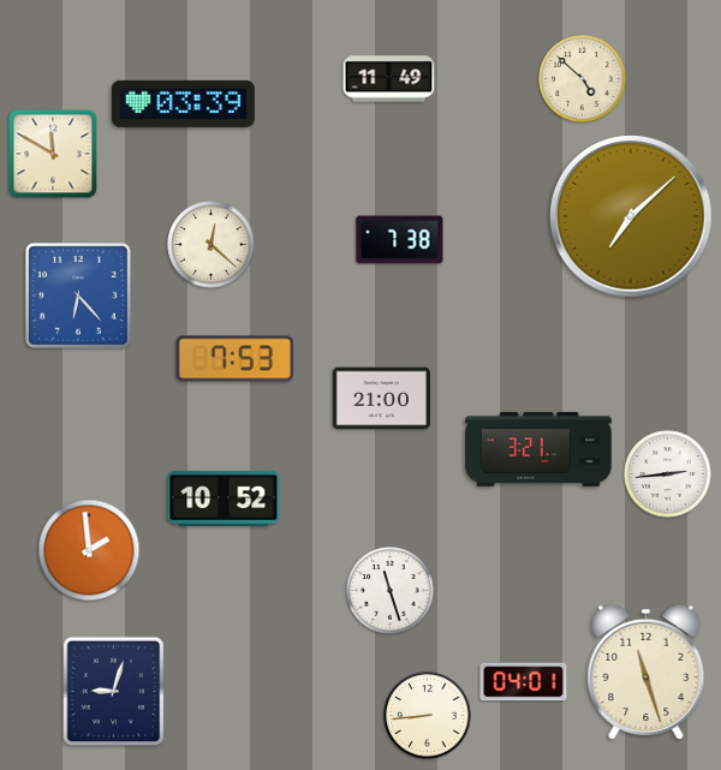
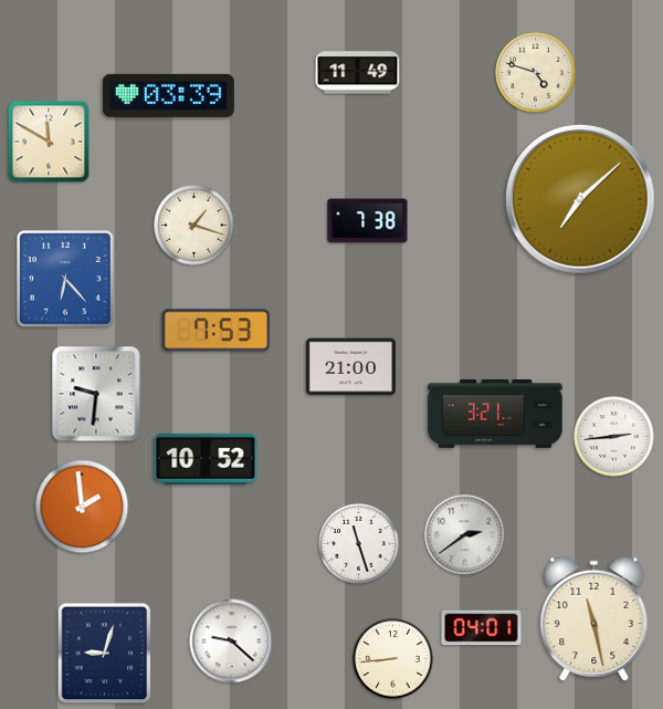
clock at (583, 79): 4:52 -> 4:48
clock at (211, 245): 12:22 -> 1:18
clock at (79, 297) position: (79, 297) -> (66, 280)
clock at (96, 394): none -> 9:31
clock at (465, 535): none -> 2:39
clock at (646, 673): 11:27 -> 11:28
clock at (114, 692) position: (114, 692) -> (105, 654)
clock at (232, 642): none -> 9:22
